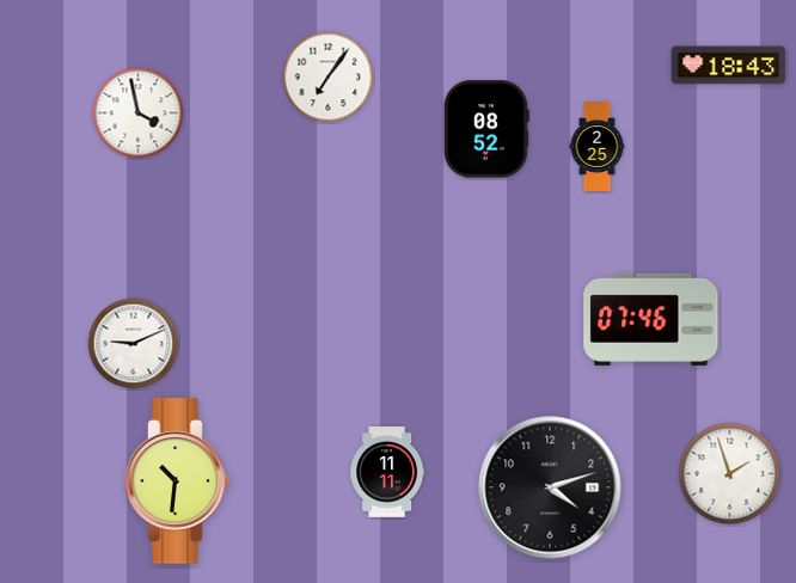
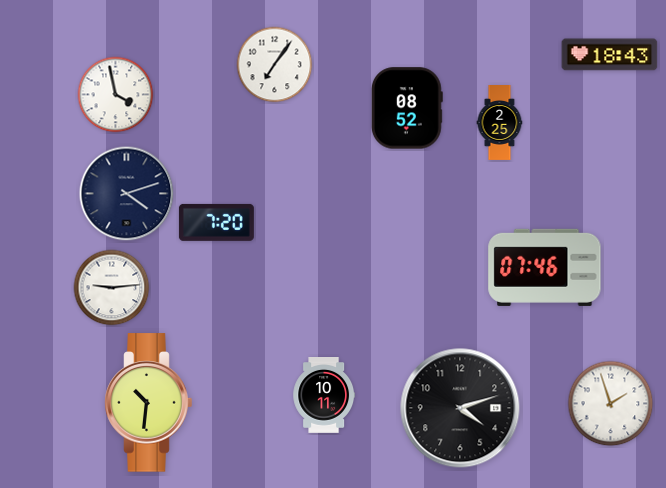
clock at (127, 194): none -> 4:12
clock at (216, 222): none -> 7:20
clock at (134, 344): 9:11 -> 9:14
clock at (387, 473): 11:11 -> 10:11
clock at (730, 474) position: (730, 474) -> (611, 404)
